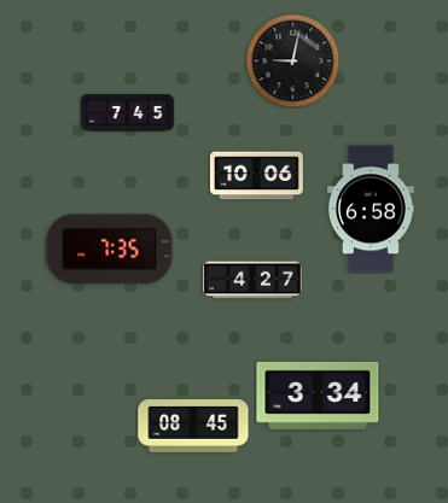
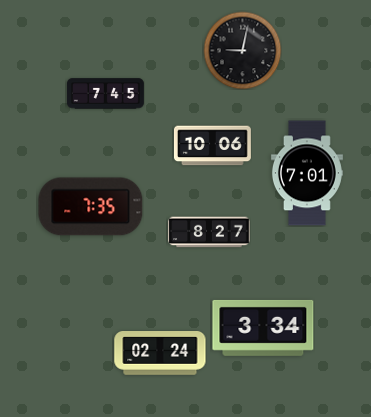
clock at (371, 209): 6:58 -> 7:01
clock at (252, 280): 4:27 -> 8:27
clock at (193, 427): 08:45 -> 02:24
